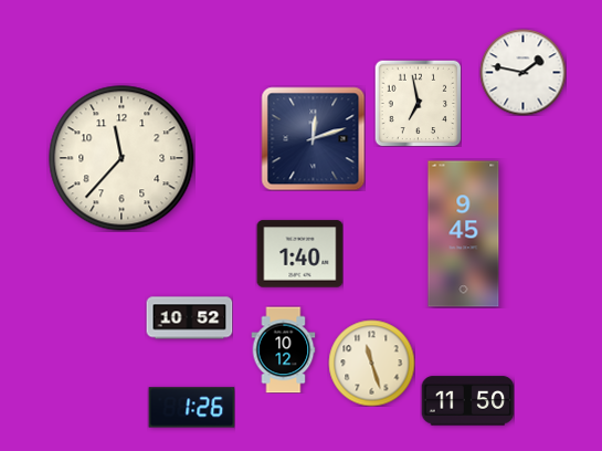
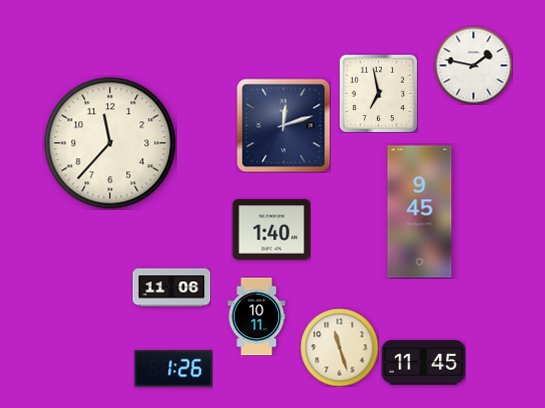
clock at (189, 318): 10:52 -> 11:06
clock at (284, 349): 10:12 -> 10:11
clock at (371, 363) position: (371, 363) -> (339, 347)
clock at (467, 401): 11:50 -> 11:45
